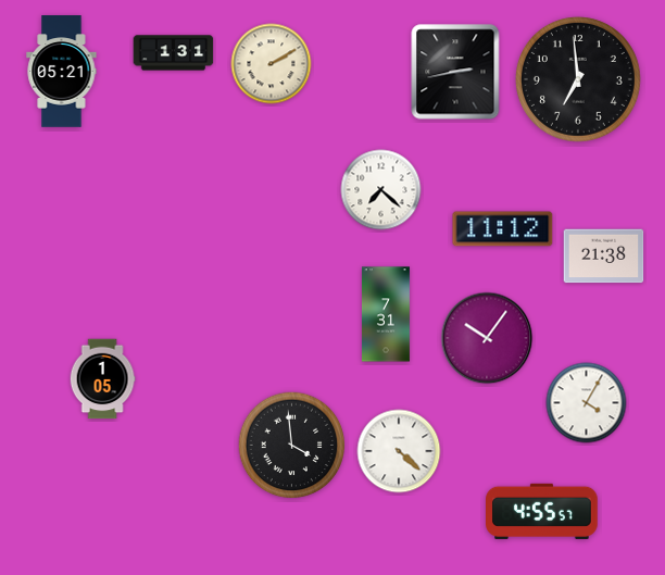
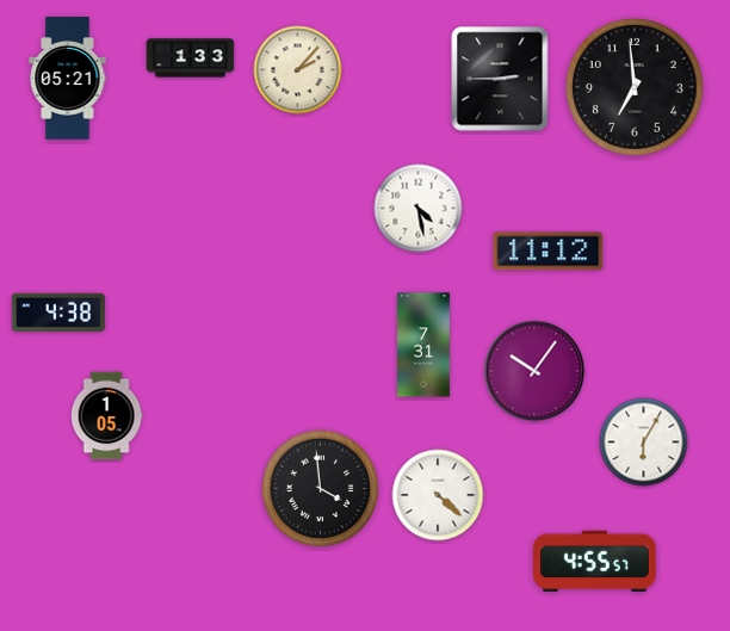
clock at (174, 53): 1:31 -> 1:33
clock at (272, 64): 2:10 -> 2:07
clock at (455, 72): 2:43 -> 2:45
clock at (381, 190): 7:22 -> 4:28
clock at (503, 229) position: (503, 229) -> (549, 252)
clock at (604, 257): 21:38 -> none
clock at (58, 311): none -> 4:38
clock at (102, 379) position: (102, 379) -> (106, 416)
clock at (587, 403): 4:05 -> 6:05
